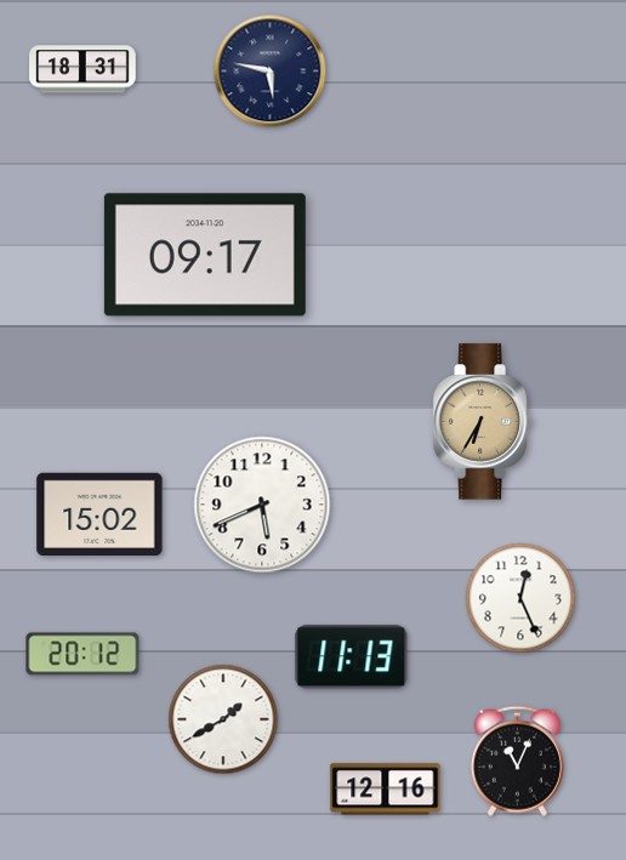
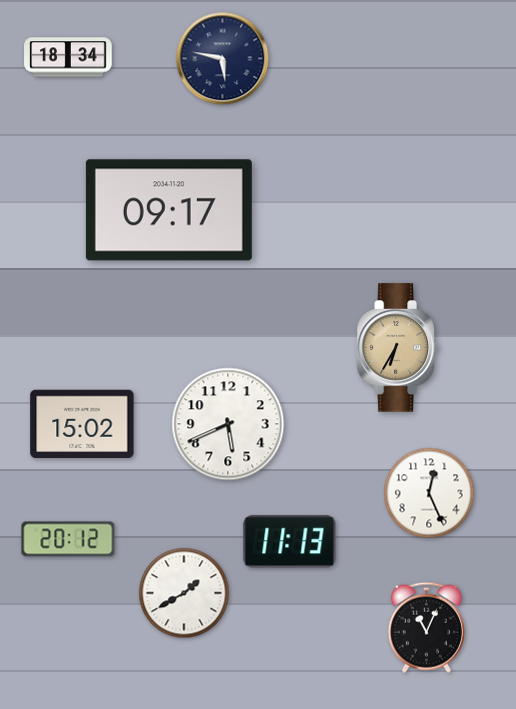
clock at (82, 69): 18:31 -> 18:34
clock at (262, 505) position: (262, 505) -> (228, 424)
clock at (386, 790): 12:16 -> none
